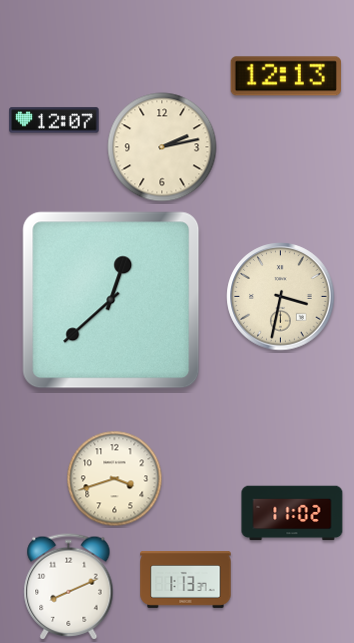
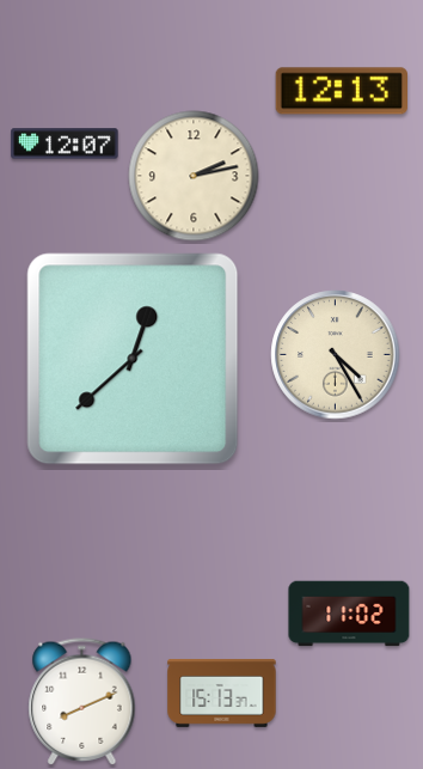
clock at (281, 297): 3:32 -> 4:25
clock at (115, 479): 3:42 -> none
clock at (186, 580): 1:13 -> 15:13
